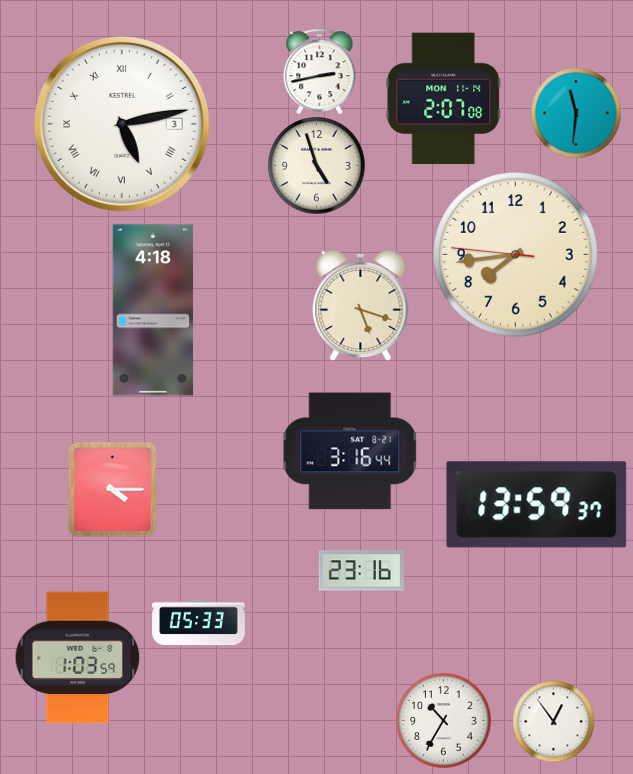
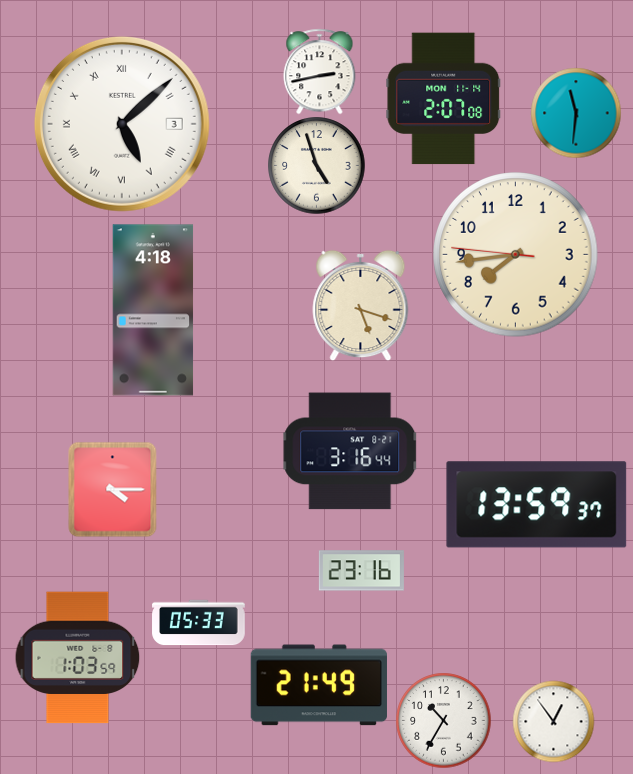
clock at (122, 124): 5:13 -> 5:08
clock at (319, 685): none -> 21:49
